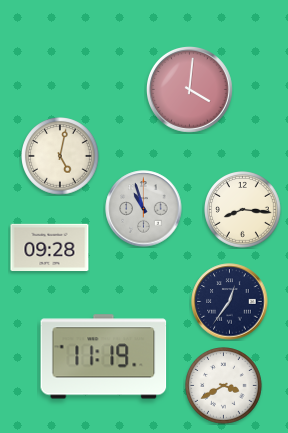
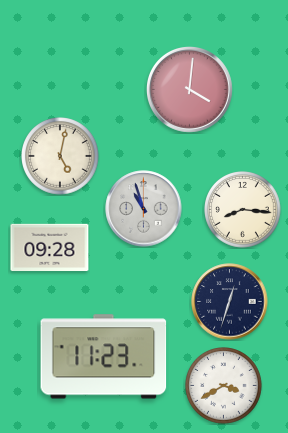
clock at (230, 302): 12:36 -> 12:33
clock at (104, 357): 11:19 -> 11:23
